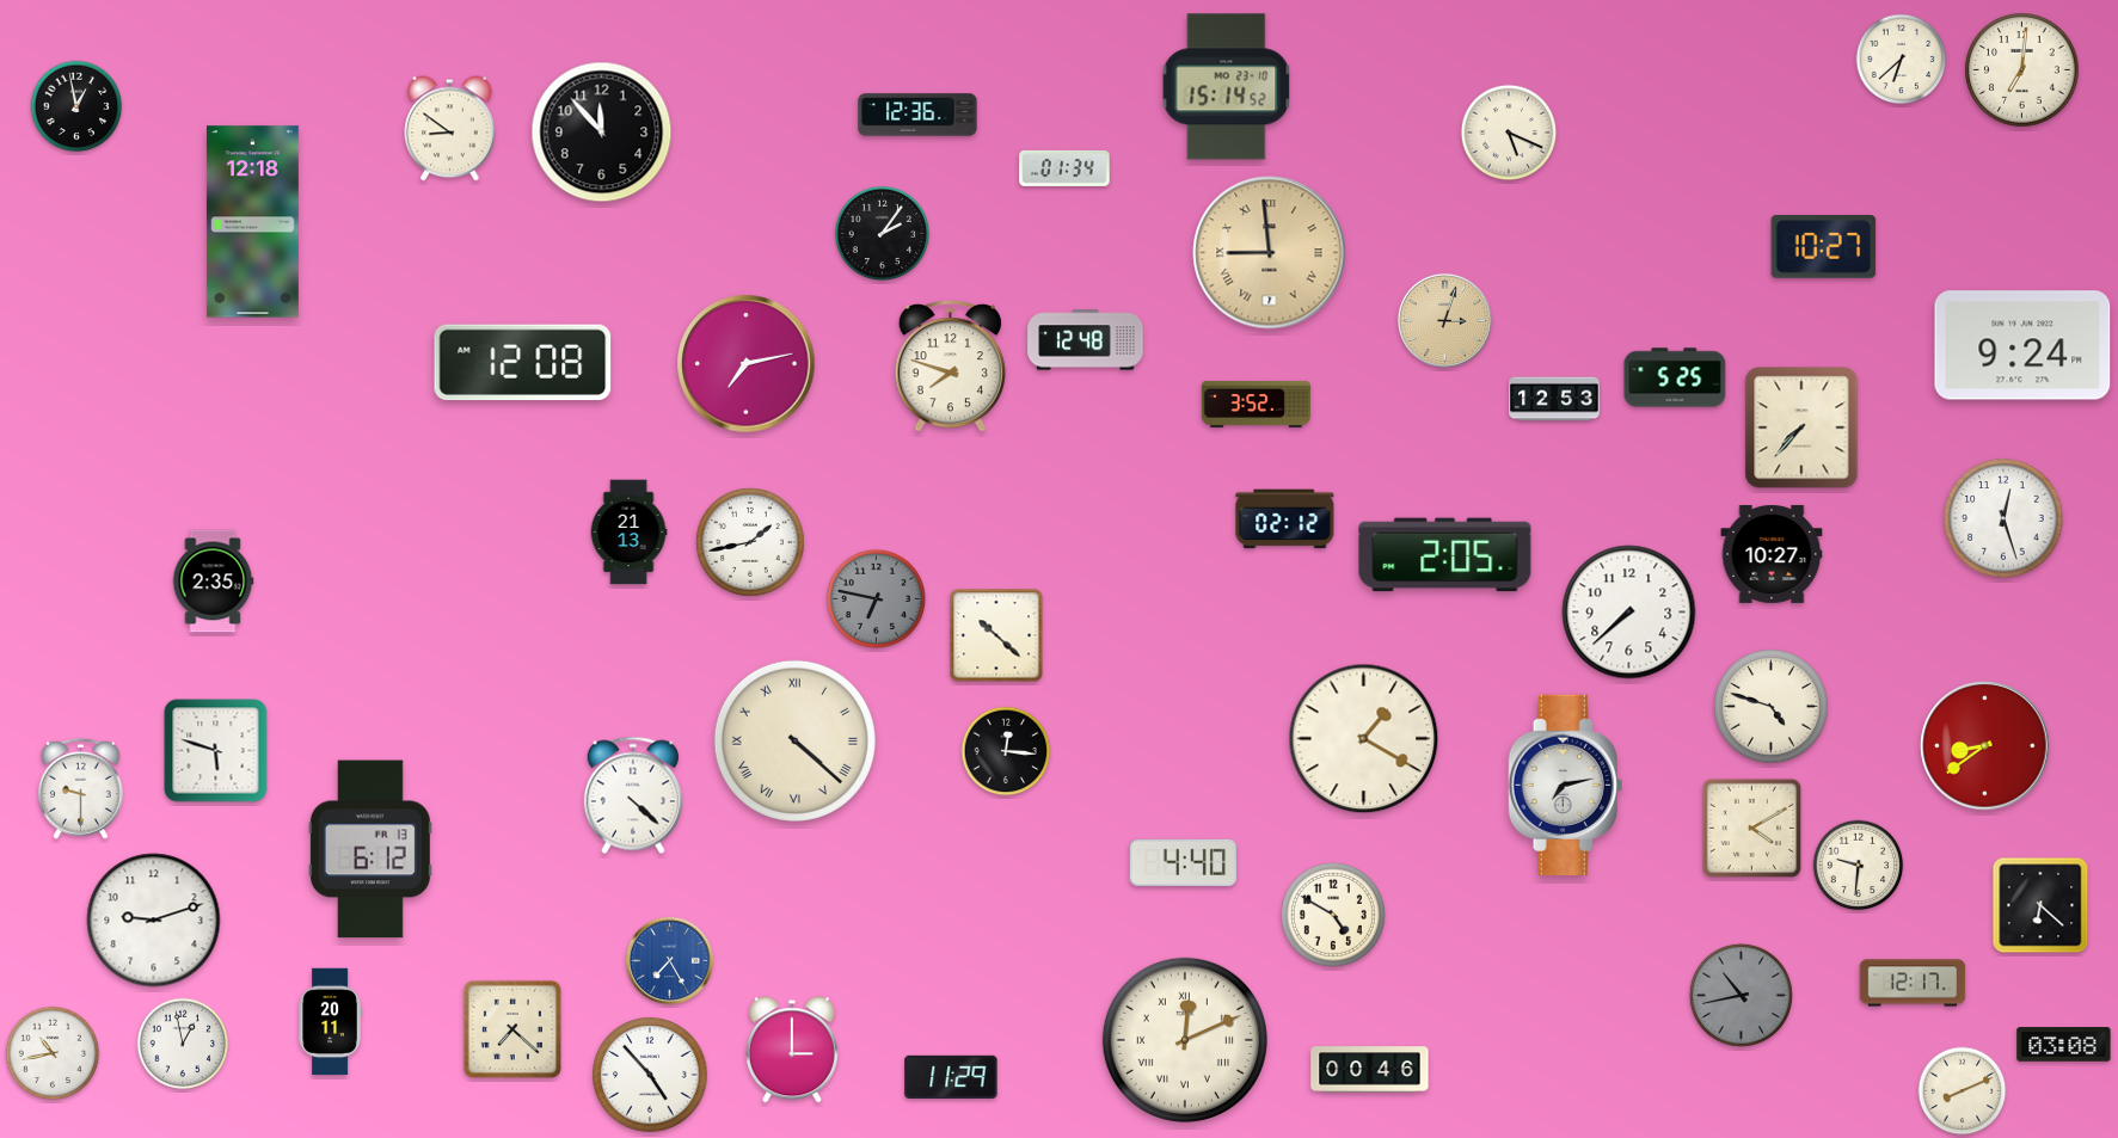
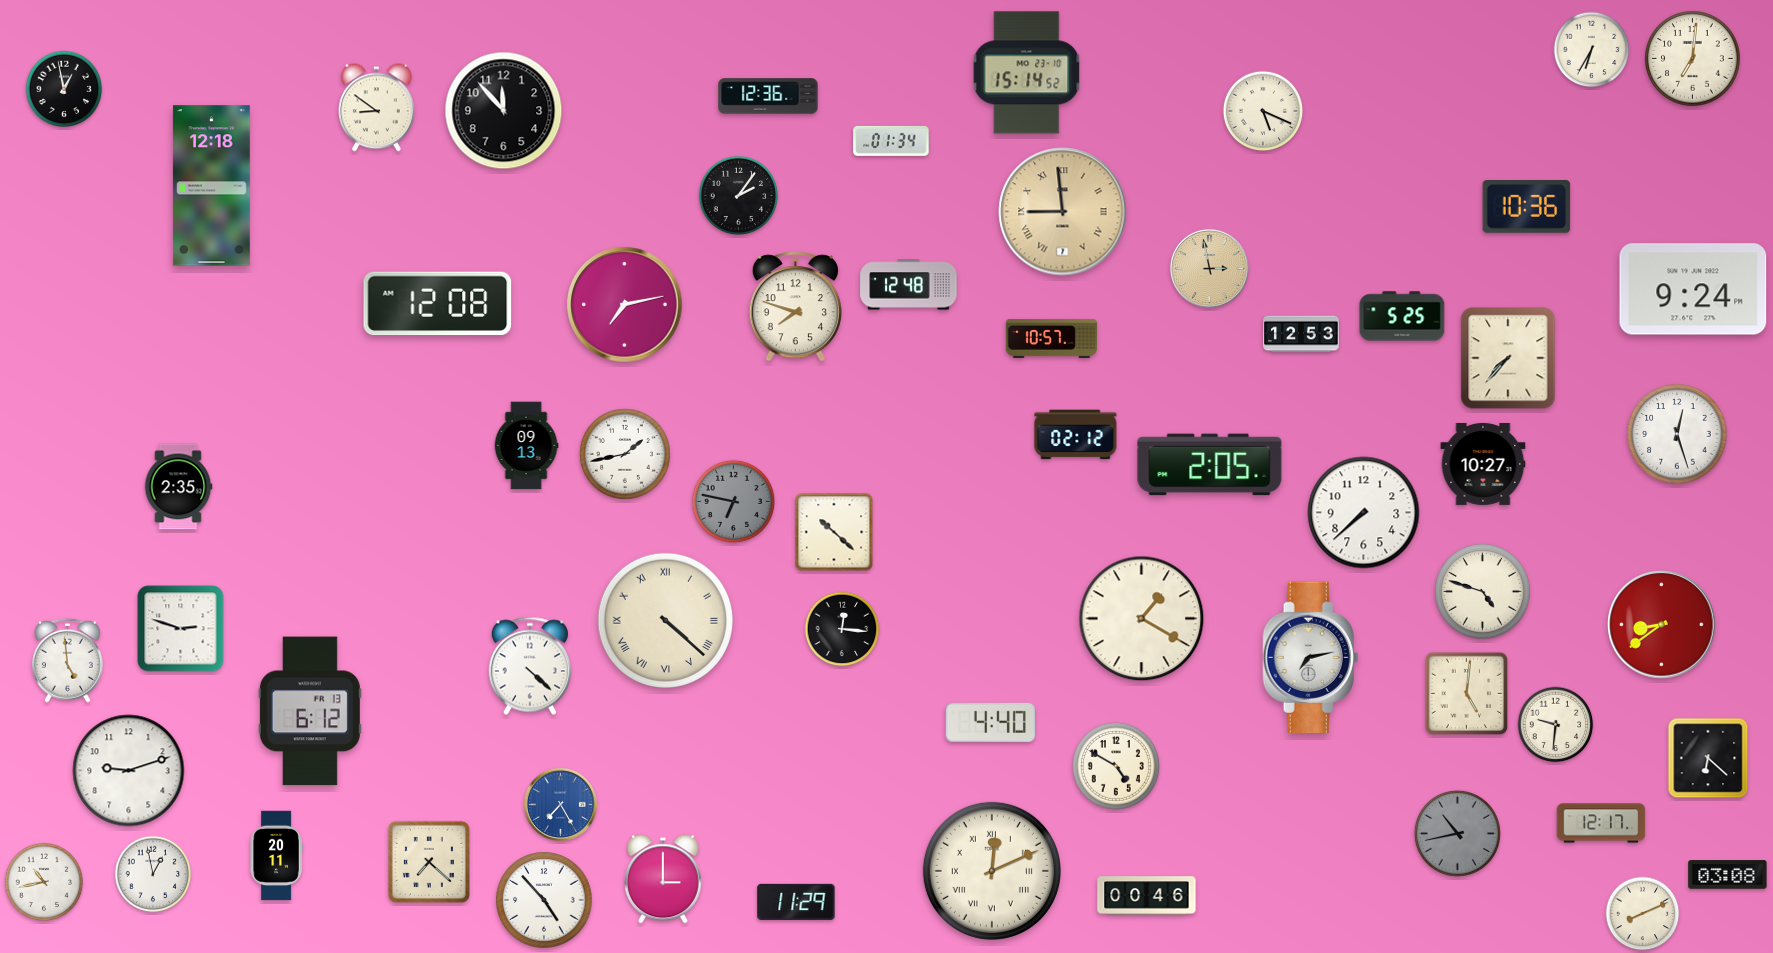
clock at (1902, 60): 6:38 -> 6:35
clock at (1824, 247): 10:27 -> 10:36
clock at (1444, 320): 3:03 -> 2:58
clock at (1256, 404): 3:52 -> 10:57
clock at (628, 533): 21:13 -> 09:13
clock at (751, 543) position: (751, 543) -> (626, 455)
clock at (216, 751): 5:48 -> 2:48
clock at (80, 788): 9:30 -> 4:59
clock at (1752, 829): 4:10 -> 5:01
